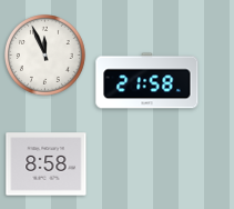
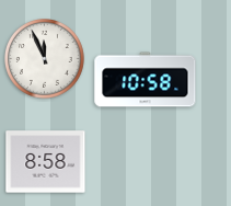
clock at (45, 56) position: (45, 56) -> (45, 59)
clock at (147, 81): 21:58 -> 10:58
